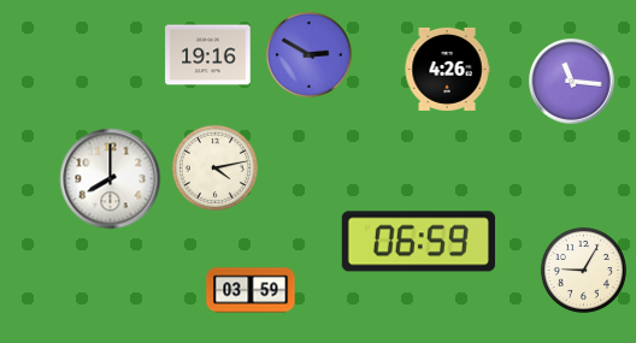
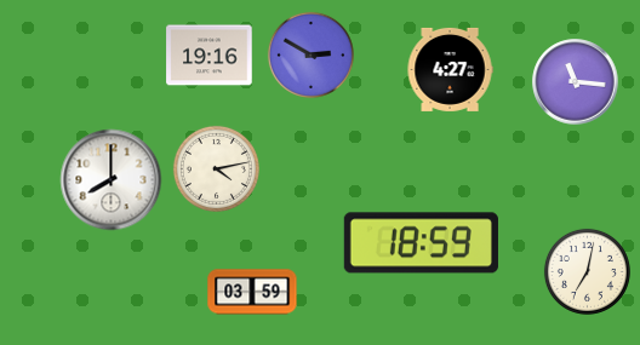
clock at (447, 69): 4:26 -> 4:27
clock at (418, 242): 06:59 -> 18:59
clock at (583, 270): 9:05 -> 7:02
